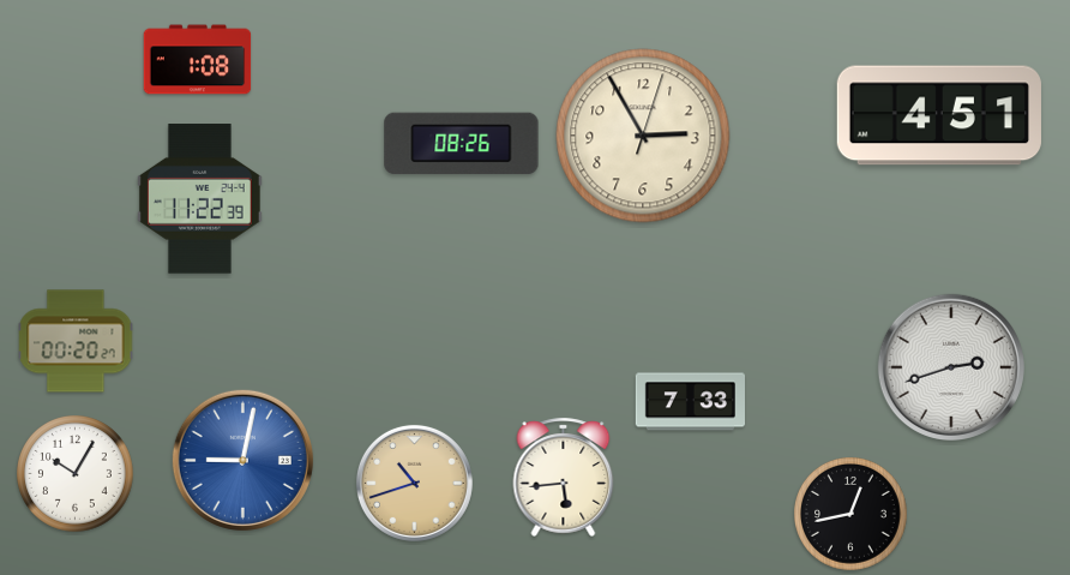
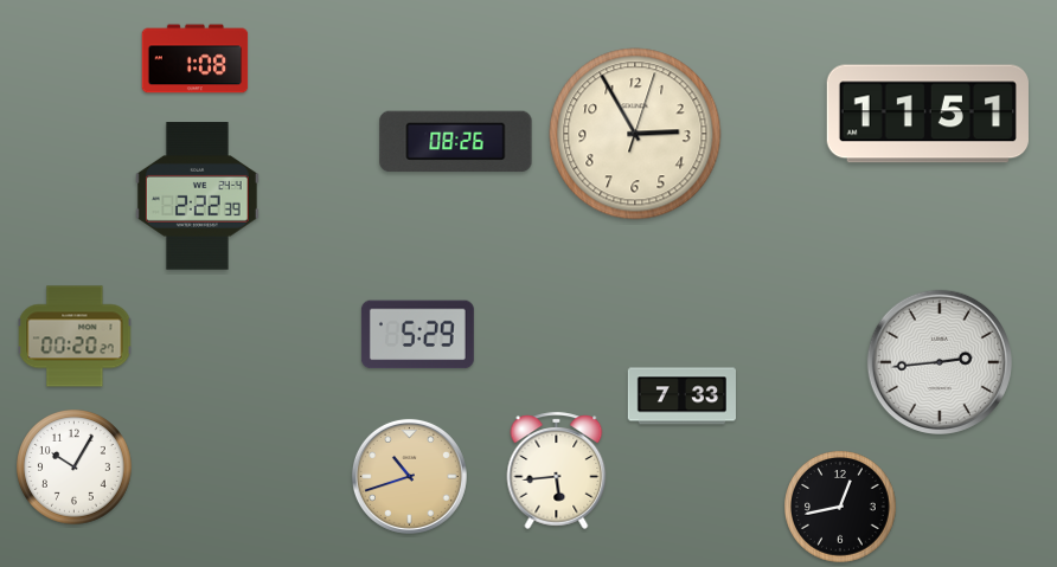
clock at (939, 115): 4:51 -> 11:51
clock at (199, 199): 11:22 -> 2:22
clock at (417, 335): none -> 5:29
clock at (951, 367): 2:42 -> 2:44
clock at (242, 460): 9:02 -> none
